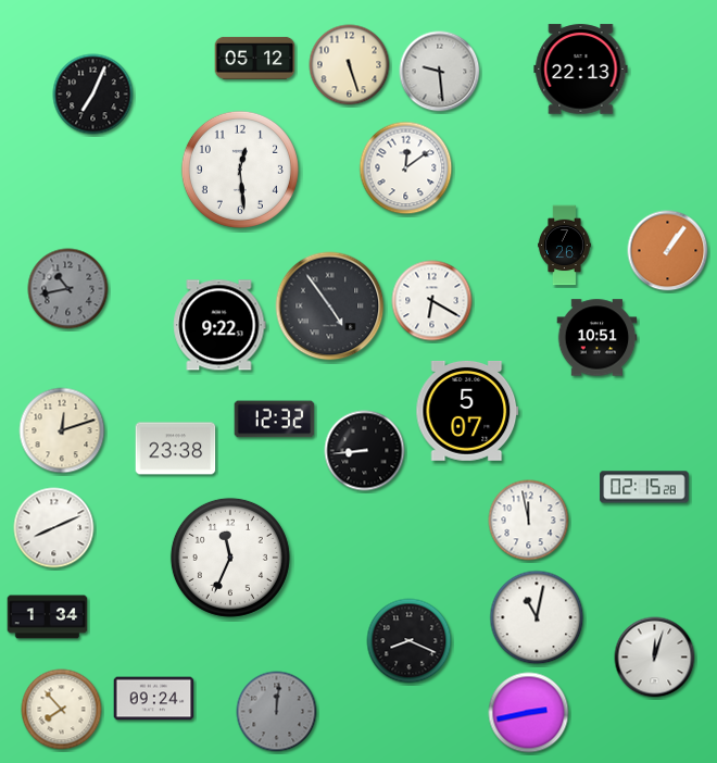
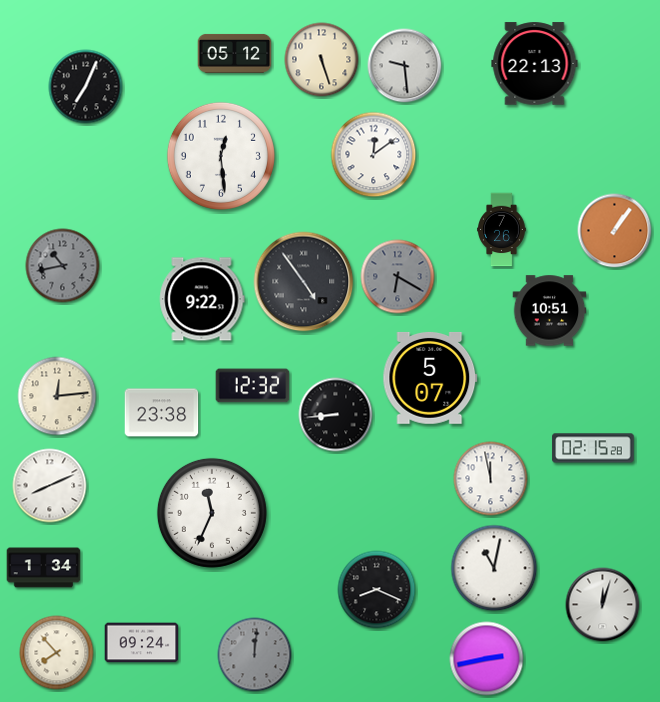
clock at (565, 246) position: (565, 246) -> (502, 230)
clock at (432, 301) dial: white -> grey
clock at (62, 430): 12:12 -> 12:14
clock at (529, 521) position: (529, 521) -> (491, 479)
clock at (529, 713) position: (529, 713) -> (487, 659)
